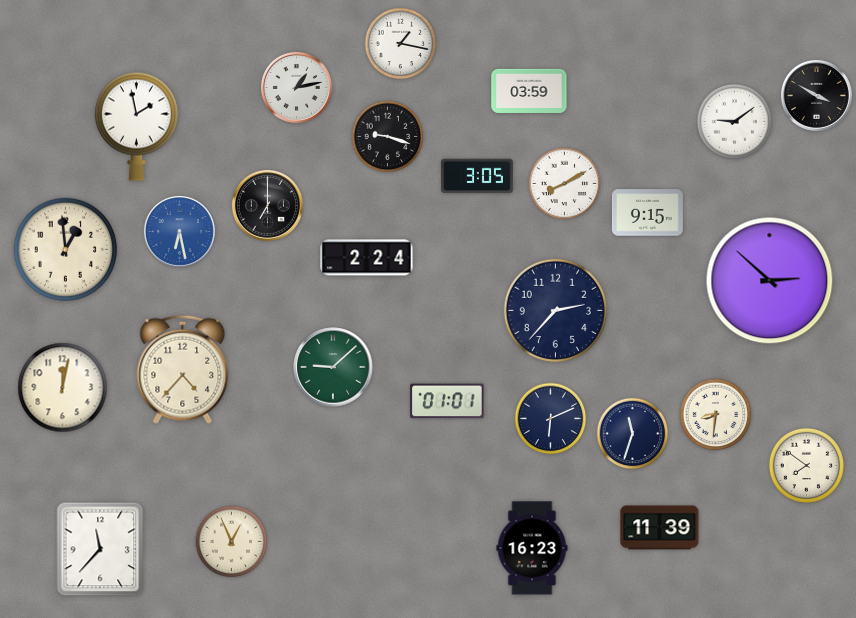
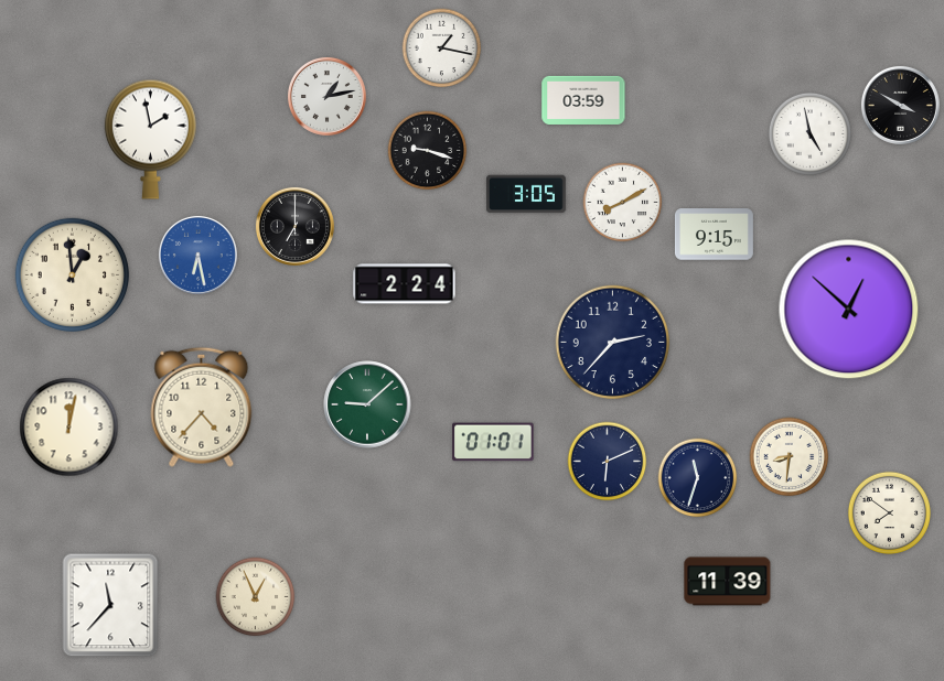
clock at (734, 121): 9:09 -> 4:58
clock at (770, 281): 2:52 -> 12:52
clock at (532, 548): 16:23 -> none
